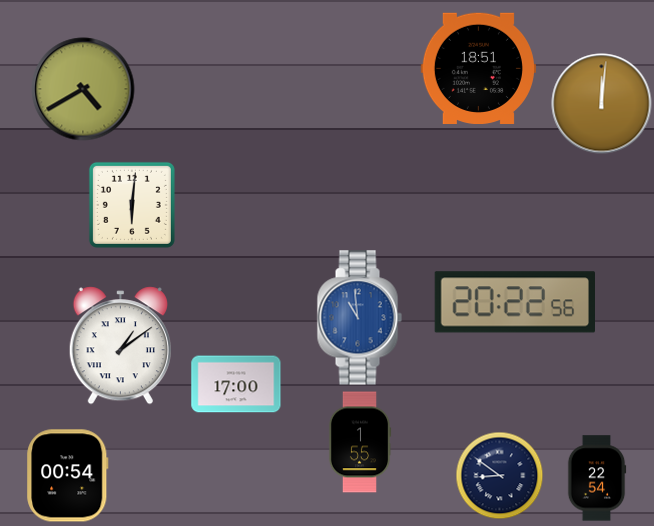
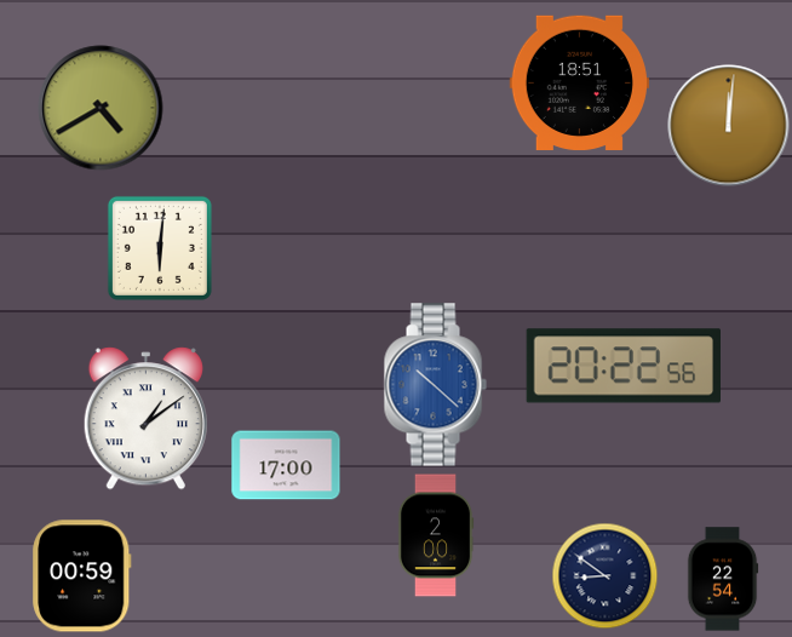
clock at (359, 318): 10:59 -> 10:22
clock at (360, 442): 1:55 -> 2:00
clock at (68, 476): 00:54 -> 00:59
